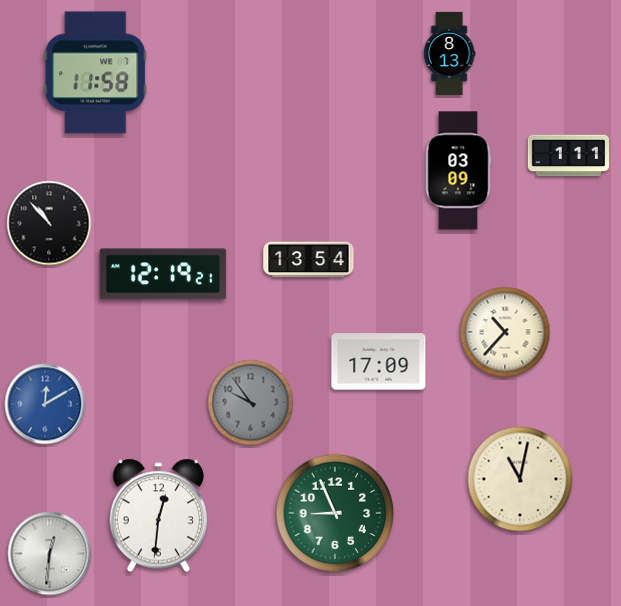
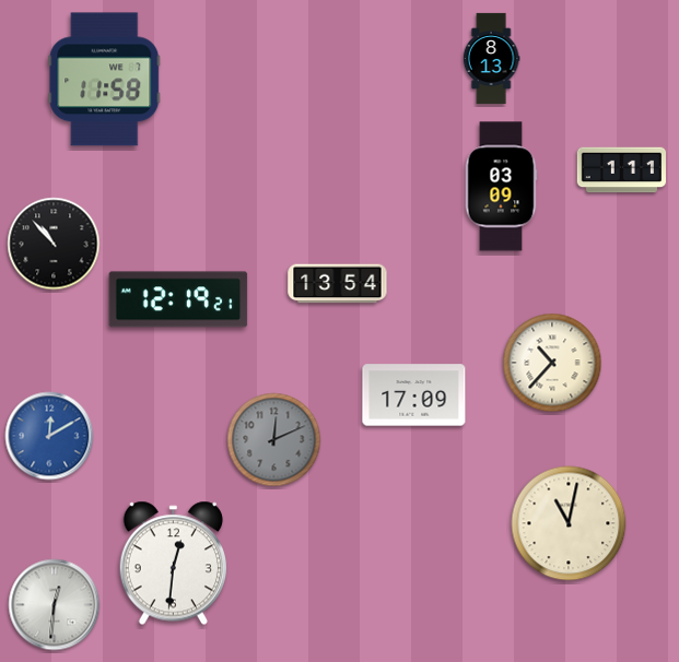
clock at (251, 403): 9:54 -> 12:11
clock at (45, 404) position: (45, 404) -> (49, 436)
clock at (335, 513): 8:56 -> none
